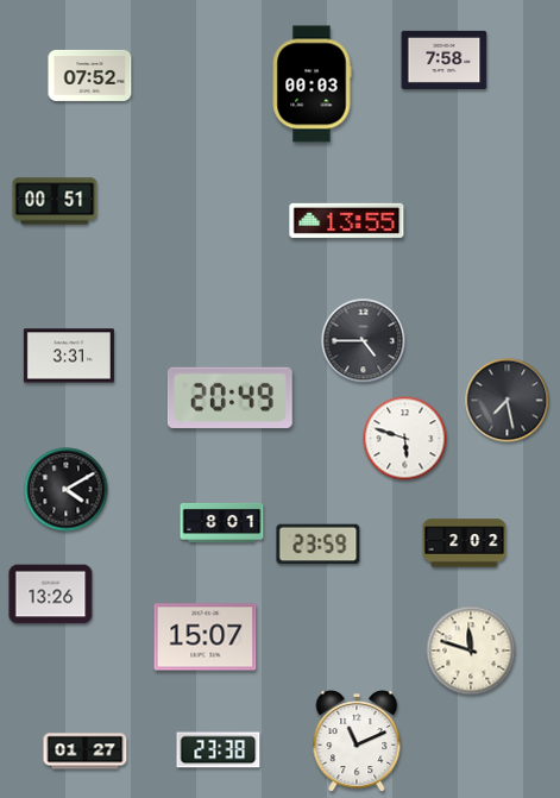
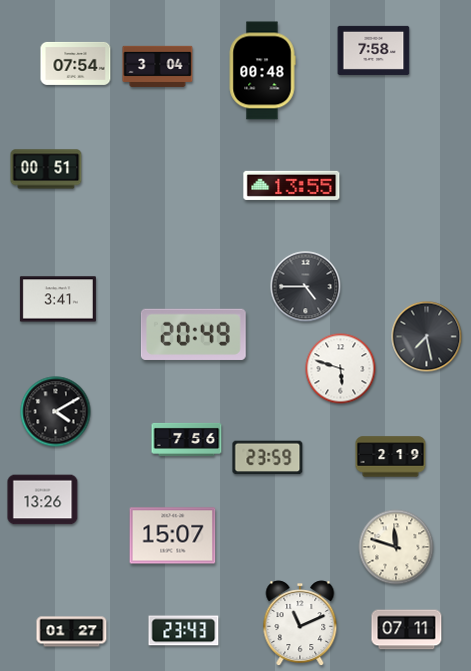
clock at (90, 75): 07:52 -> 07:54
clock at (158, 66): none -> 3:04
clock at (312, 84): 00:03 -> 00:48
clock at (69, 356): 3:31 -> 3:41
clock at (222, 522): 8:01 -> 7:56
clock at (465, 543): 2:02 -> 2:19
clock at (407, 630): none -> 07:11
clock at (219, 750): 23:38 -> 23:43
